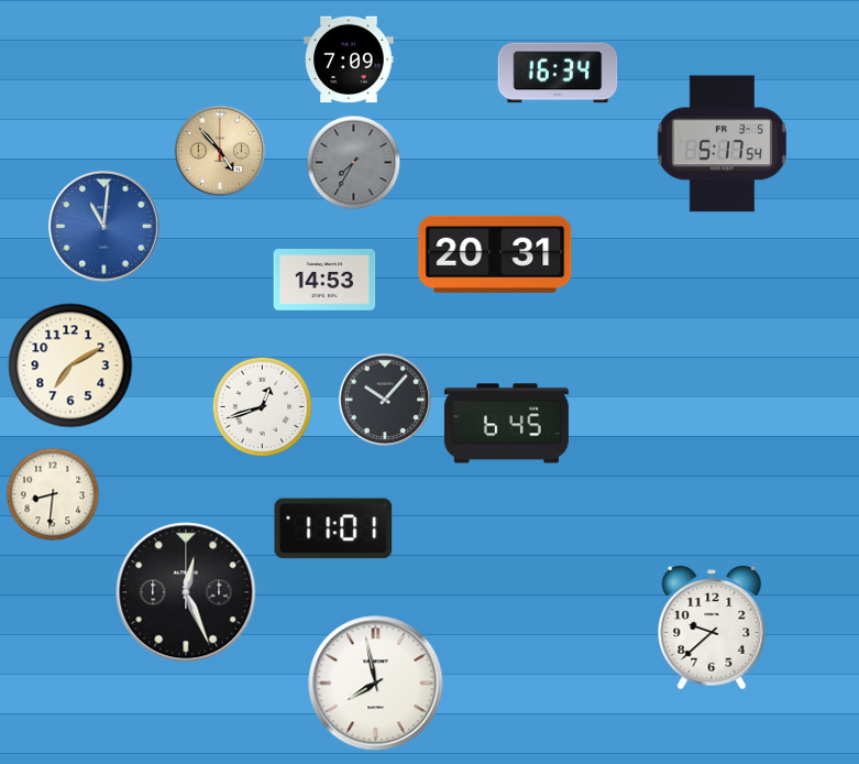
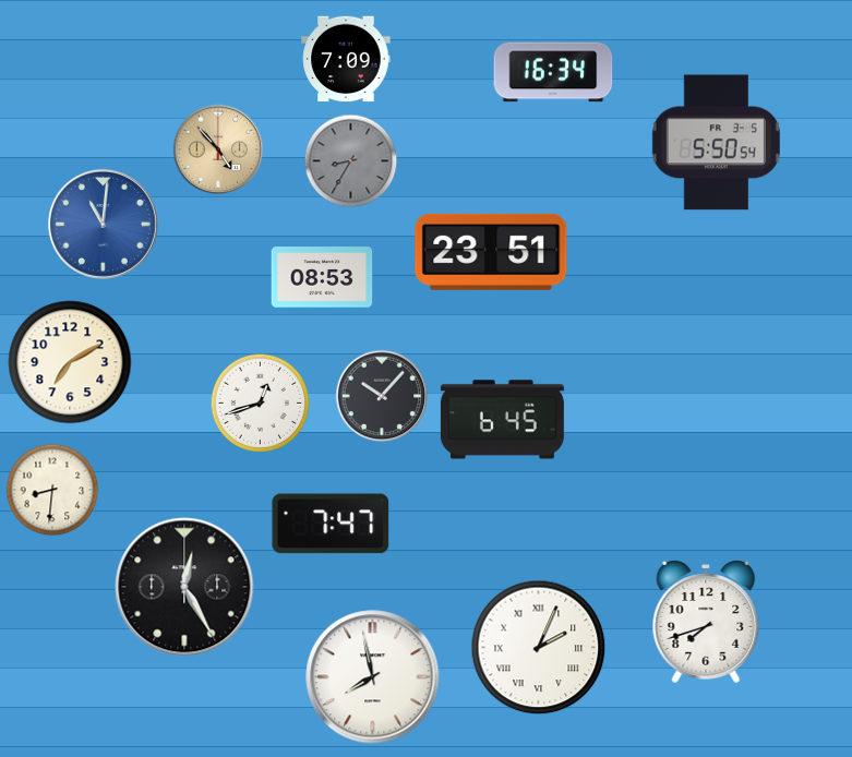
clock at (722, 144): 5:17 -> 5:50
clock at (354, 163): 7:35 -> 8:35
clock at (495, 254): 20:31 -> 23:51
clock at (324, 280): 14:53 -> 08:53
clock at (333, 528): 11:01 -> 7:47
clock at (186, 592): 12:26 -> 12:25
clock at (712, 629): 9:38 -> 7:42
clock at (539, 648): none -> 2:04
